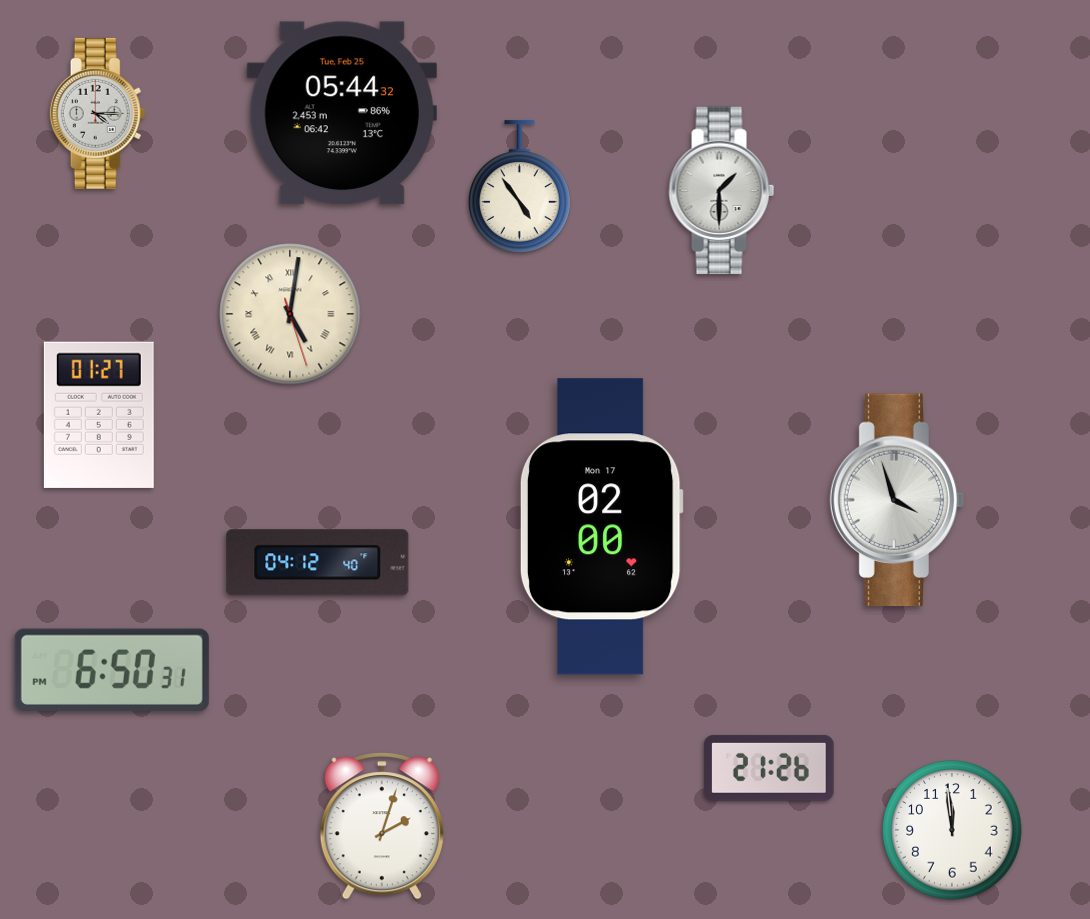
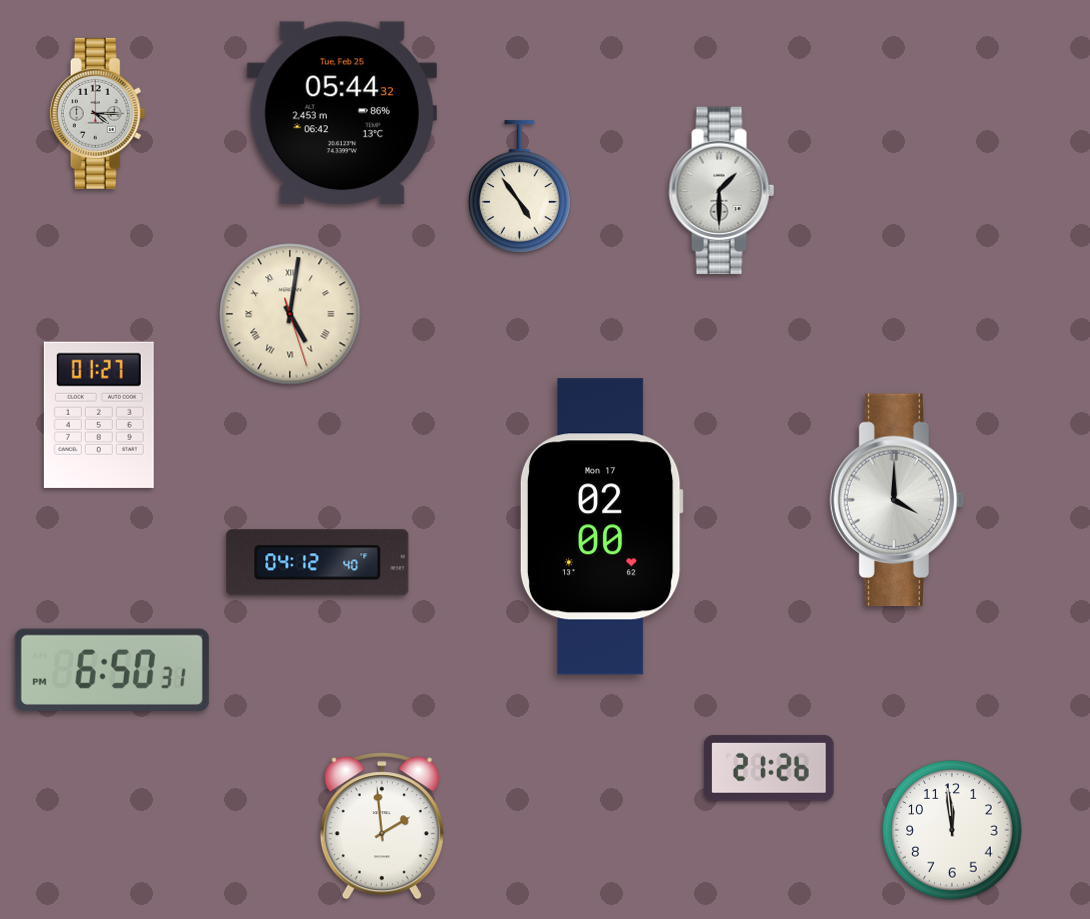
clock at (897, 500): 3:57 -> 4:00
clock at (382, 826): 2:03 -> 1:59
